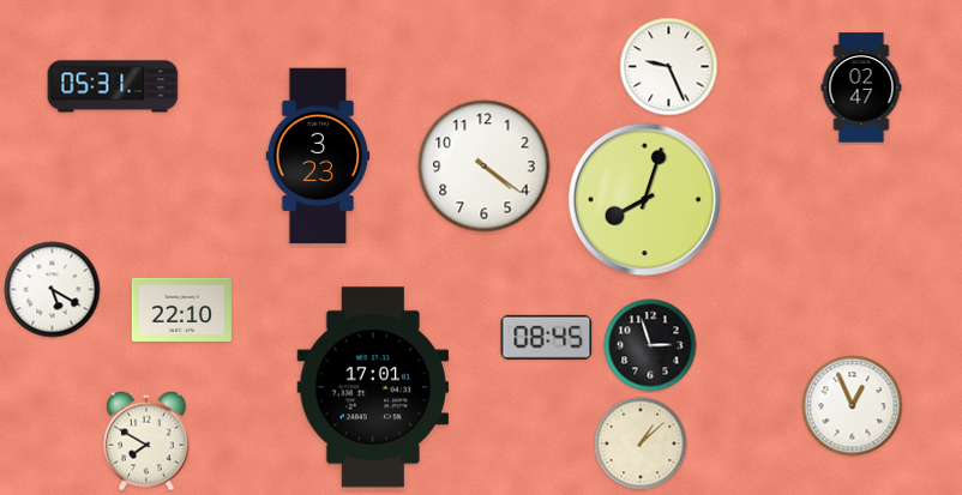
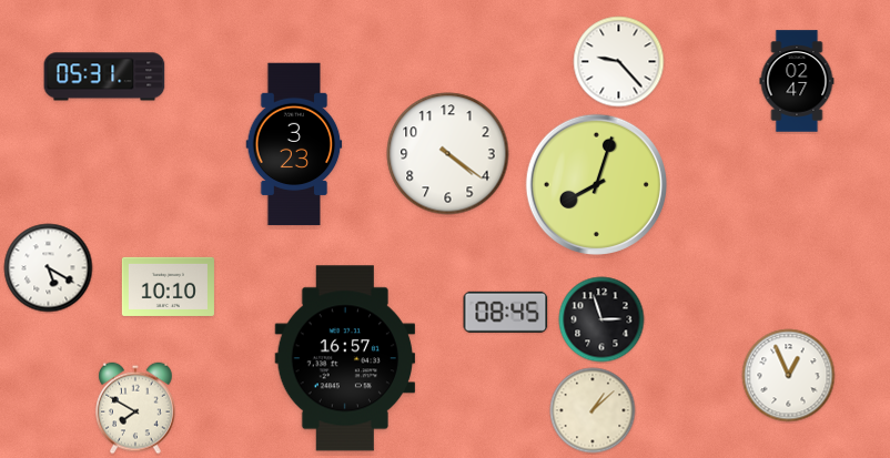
clock at (669, 67): 9:26 -> 9:23
clock at (113, 86) position: (113, 86) -> (104, 77)
clock at (181, 309): 22:10 -> 10:10
clock at (373, 387): 17:01 -> 16:57
